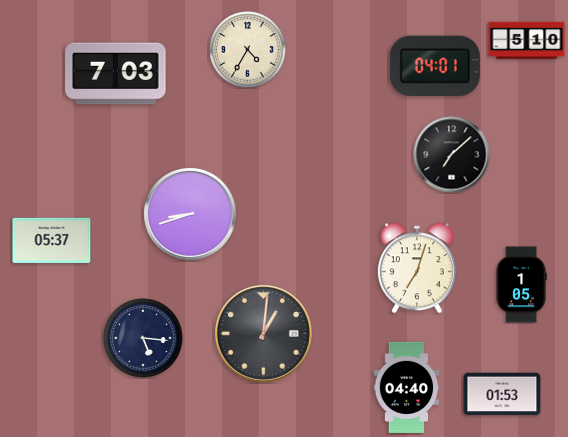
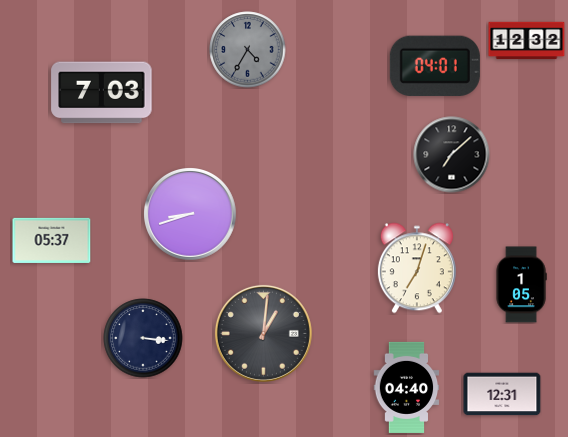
clock at (527, 41): 5:10 -> 12:32
clock at (248, 50) dial: cream -> grey
clock at (116, 74) position: (116, 74) -> (102, 93)
clock at (143, 338): 5:16 -> 3:16
clock at (502, 394): 01:53 -> 12:31
